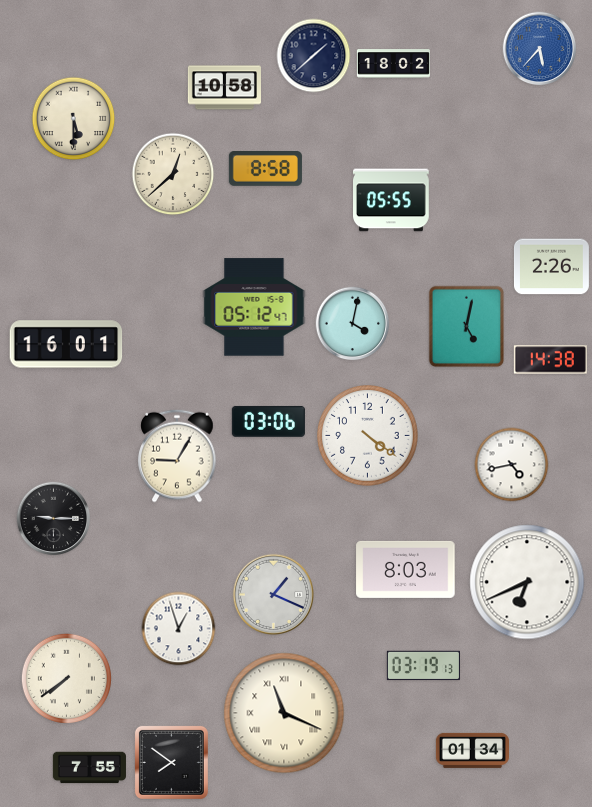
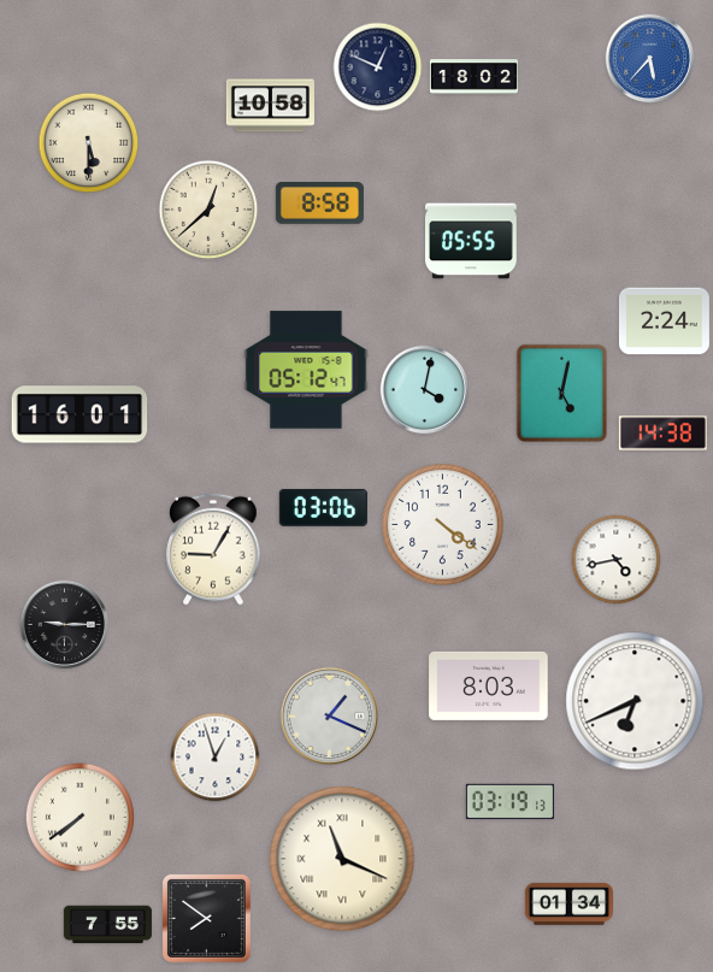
clock at (314, 56): 1:38 -> 12:49
clock at (551, 267): 2:26 -> 2:24
